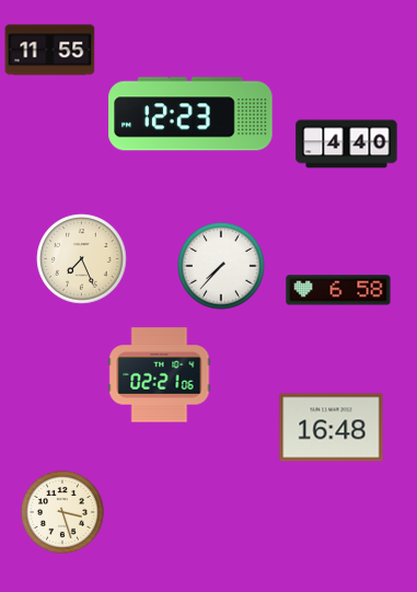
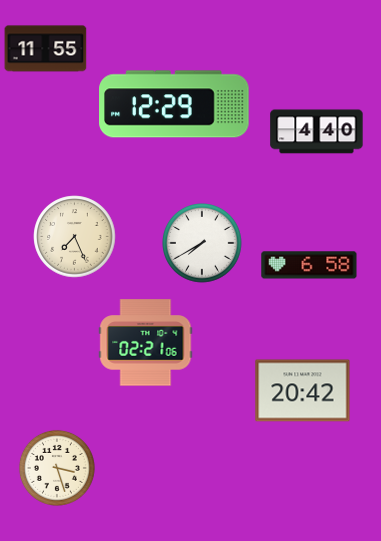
clock at (50, 50) position: (50, 50) -> (46, 49)
clock at (190, 114): 12:23 -> 12:29
clock at (221, 267): 7:37 -> 7:40
clock at (332, 428): 16:48 -> 20:42
